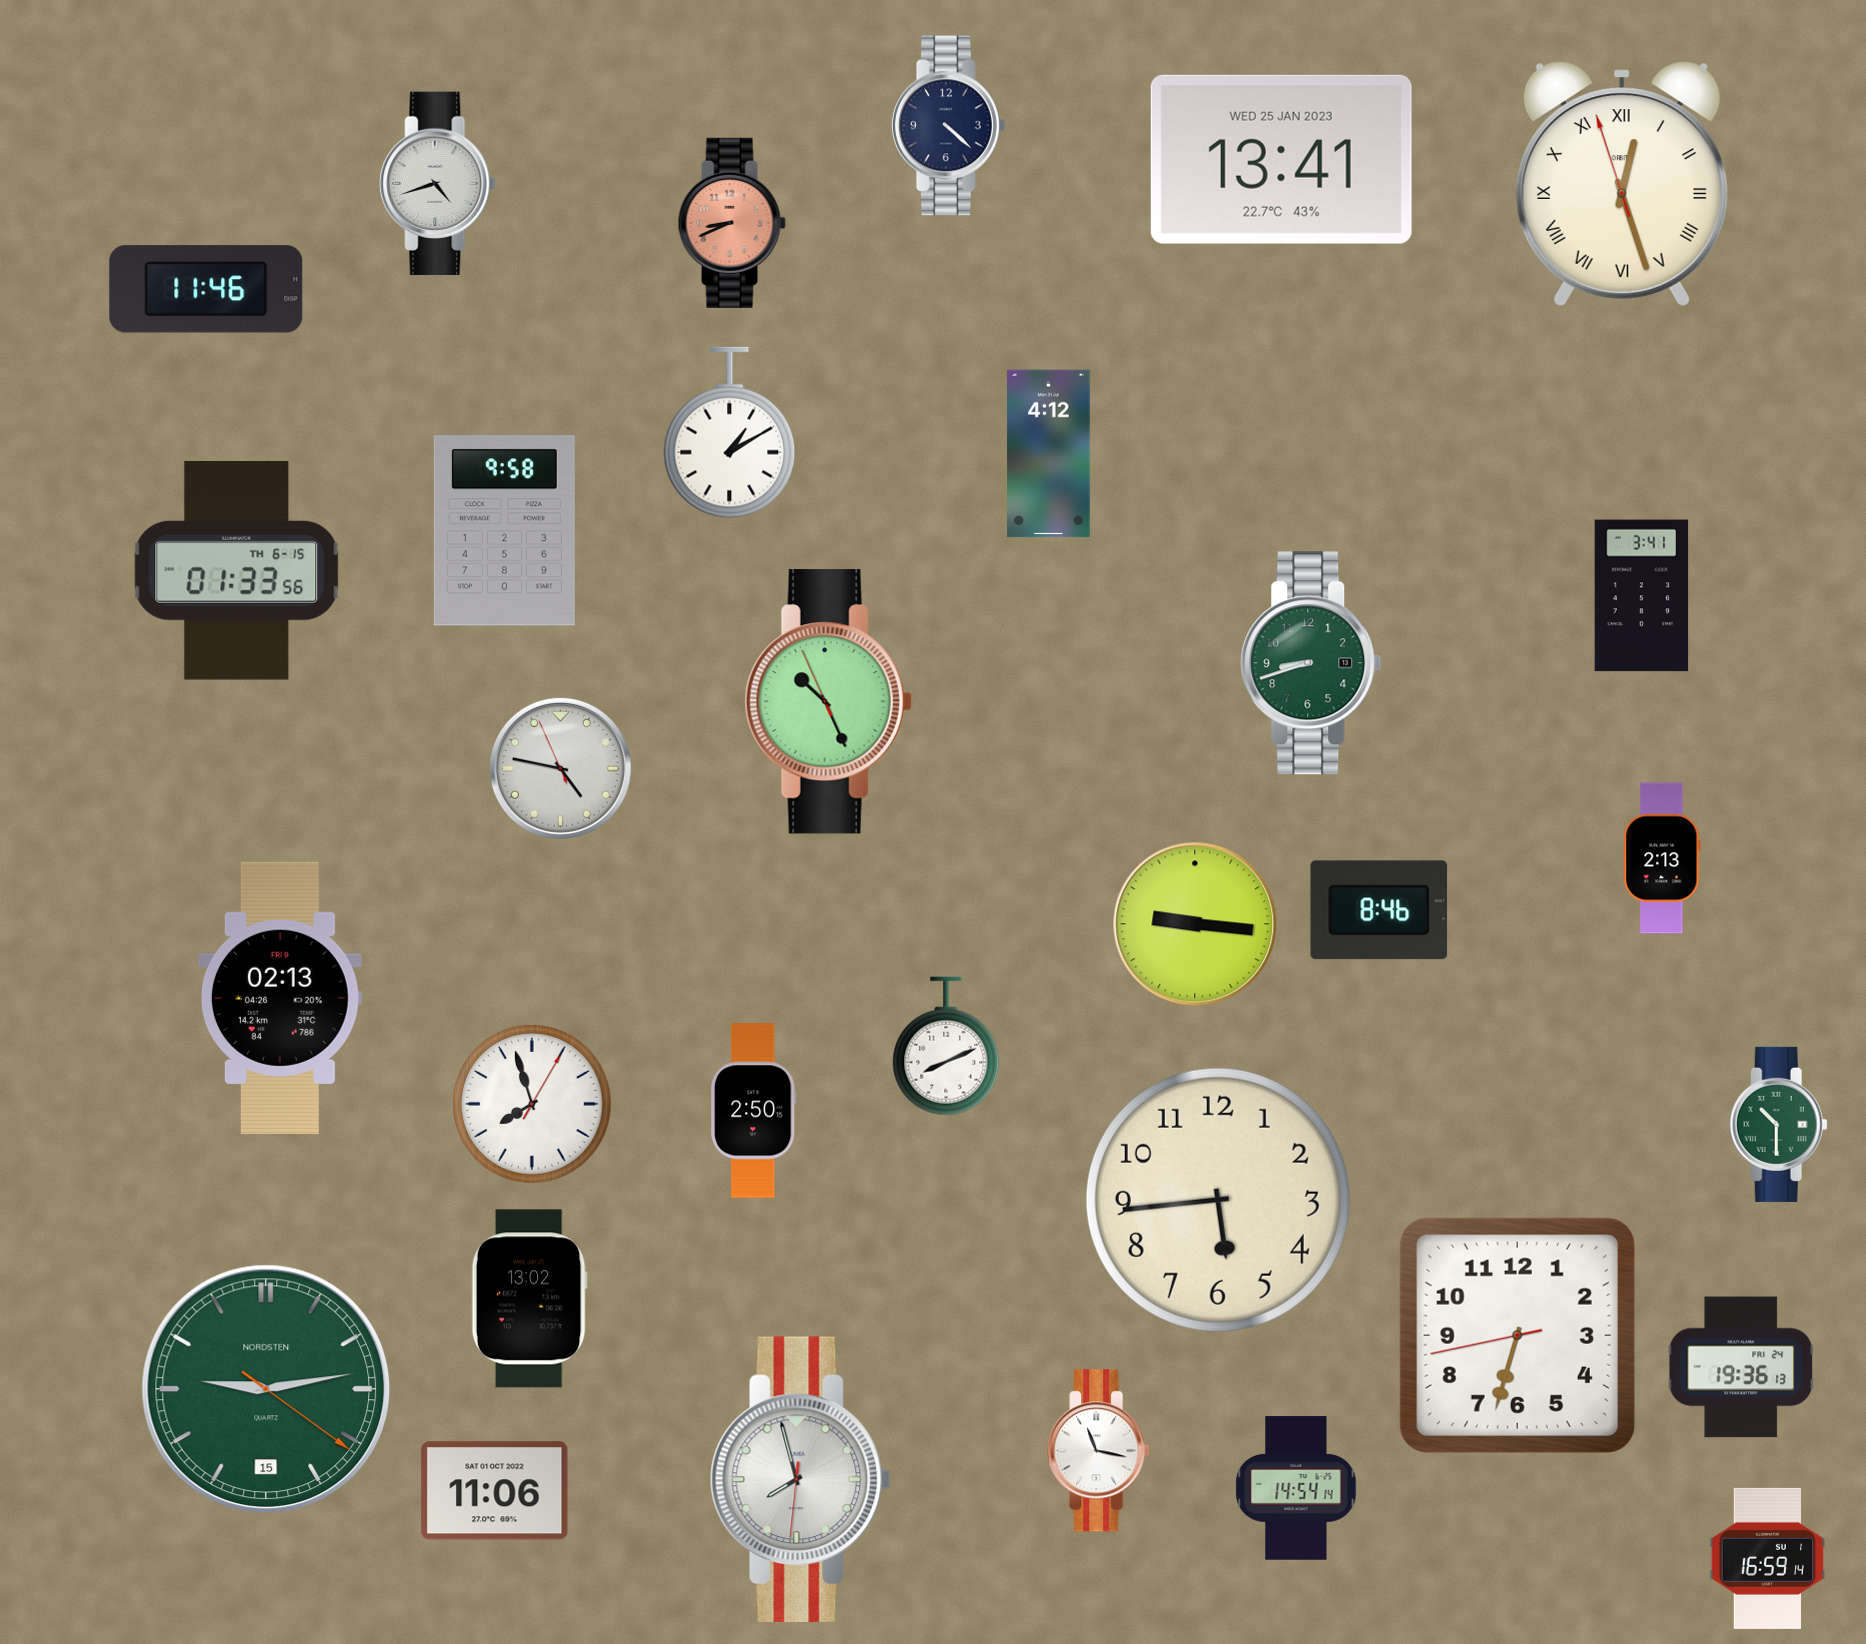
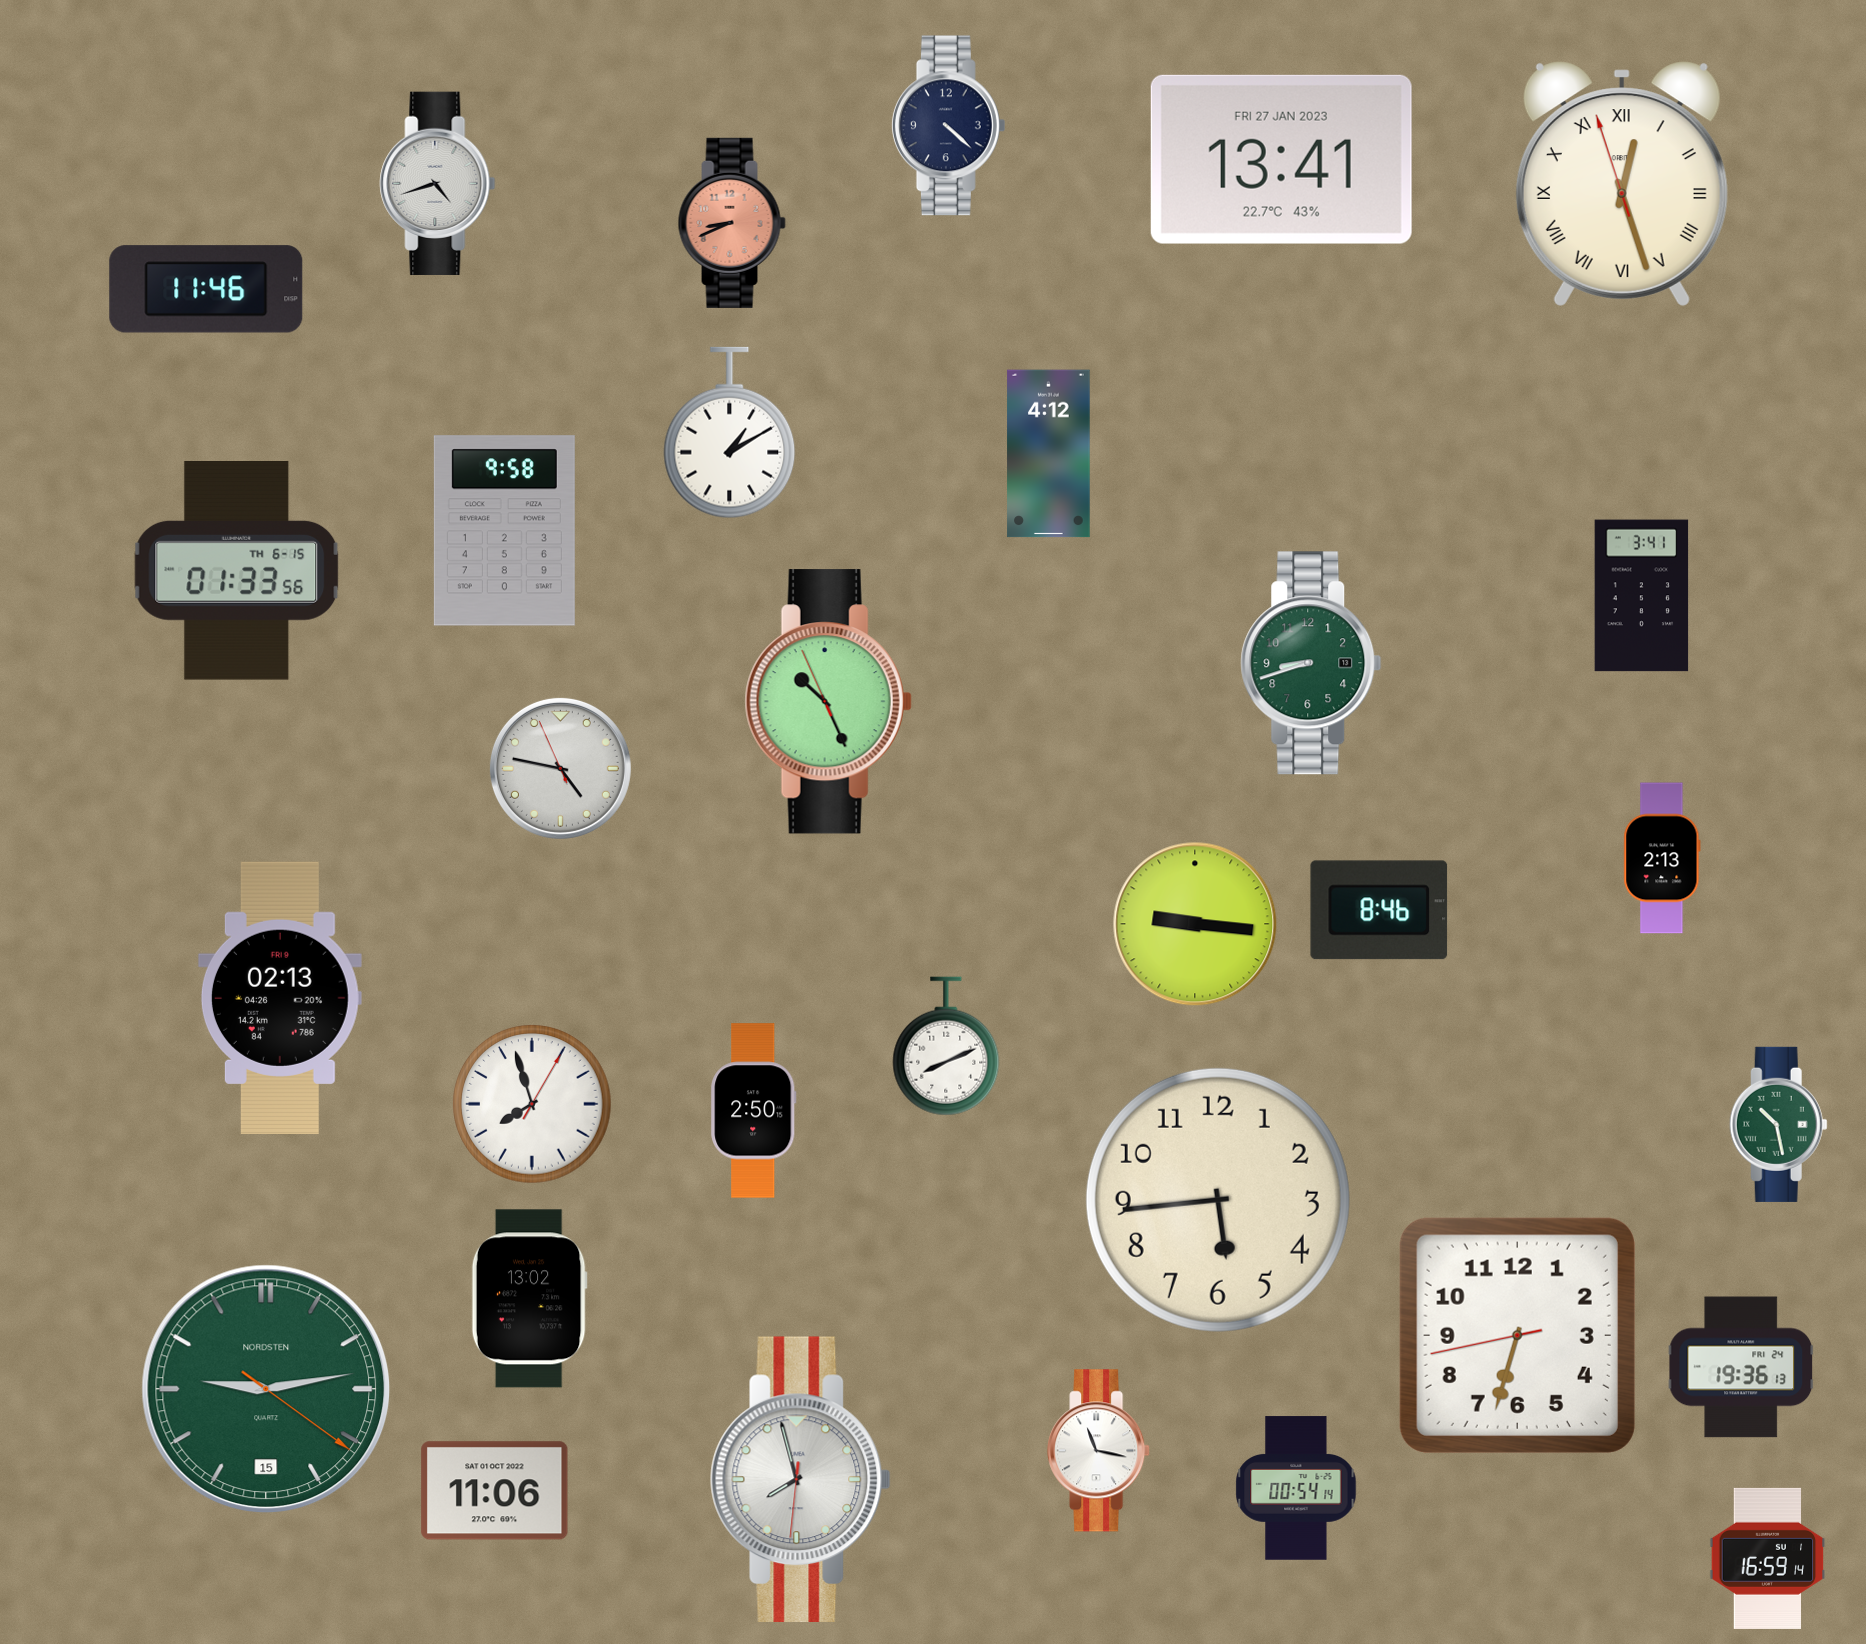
clock at (1281, 159) date: WED 25 JAN 2023 -> FRI 27 JAN 2023
clock at (1778, 1124): 10:30 -> 10:28
clock at (1296, 1488): 14:54 -> 00:54
